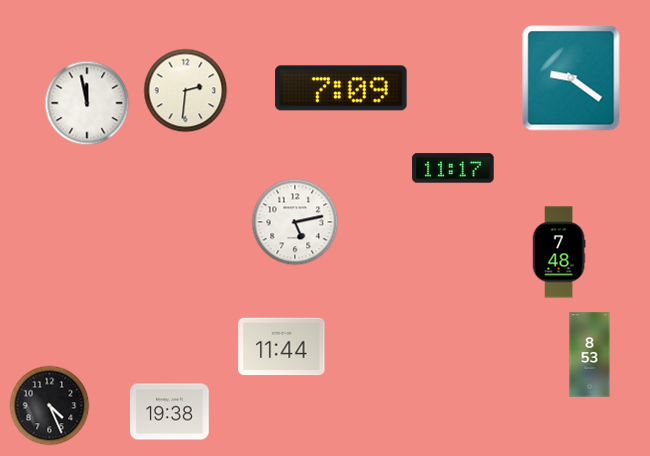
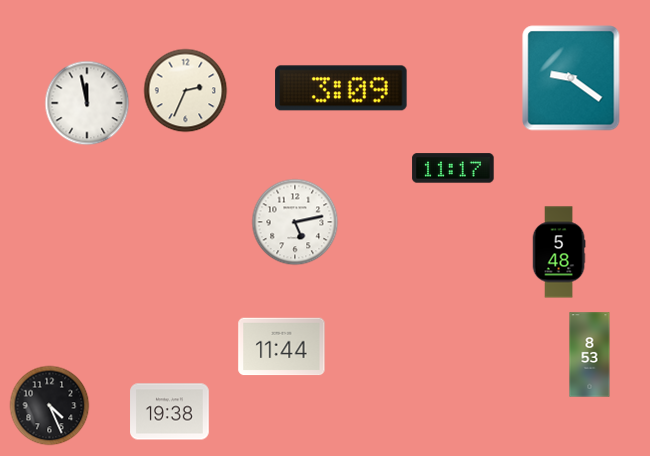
clock at (341, 88): 7:09 -> 3:09
clock at (185, 90): 2:31 -> 2:34
clock at (559, 252): 7:48 -> 5:48
